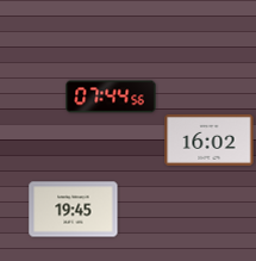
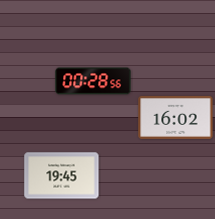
clock at (111, 97): 07:44 -> 00:28
